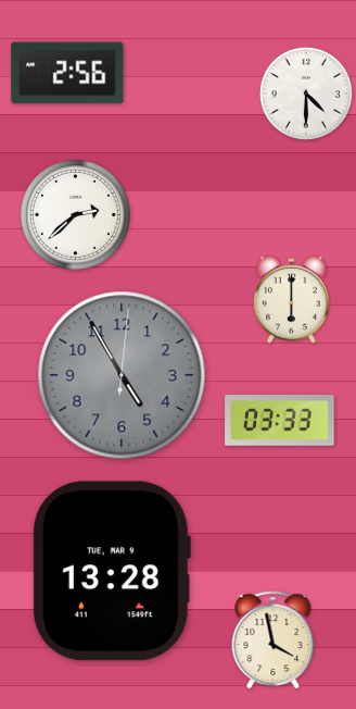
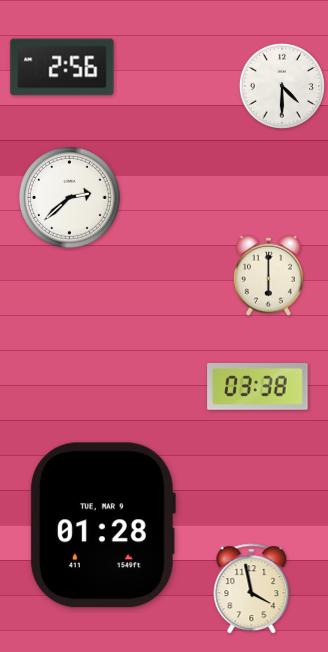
clock at (122, 375): 4:55 -> none
clock at (280, 421): 03:33 -> 03:38
clock at (112, 571): 13:28 -> 01:28
